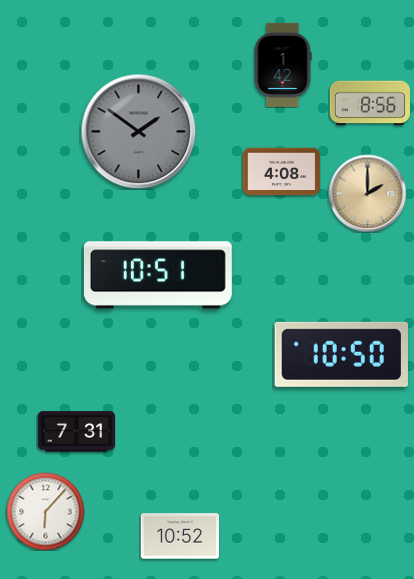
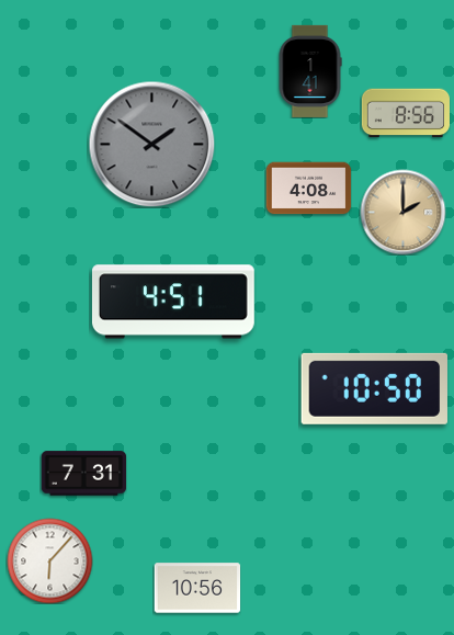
clock at (283, 65): 1:42 -> 1:41
clock at (158, 275): 10:51 -> 4:51
clock at (180, 536): 10:52 -> 10:56
